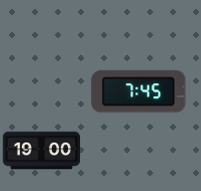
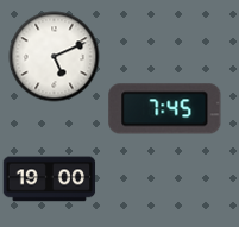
clock at (55, 57): none -> 5:11
